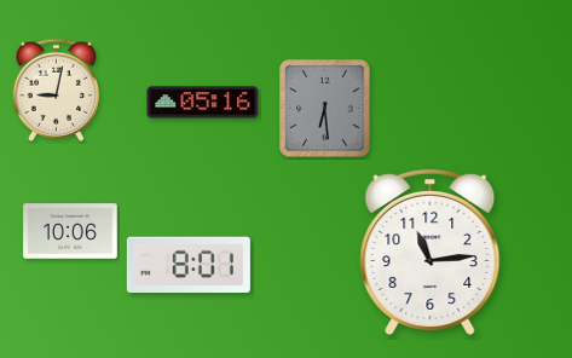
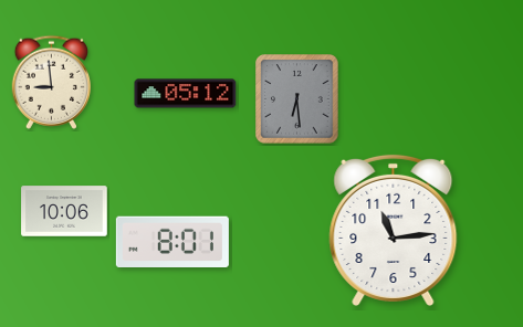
clock at (56, 89): 9:02 -> 8:59
clock at (203, 103): 05:16 -> 05:12
